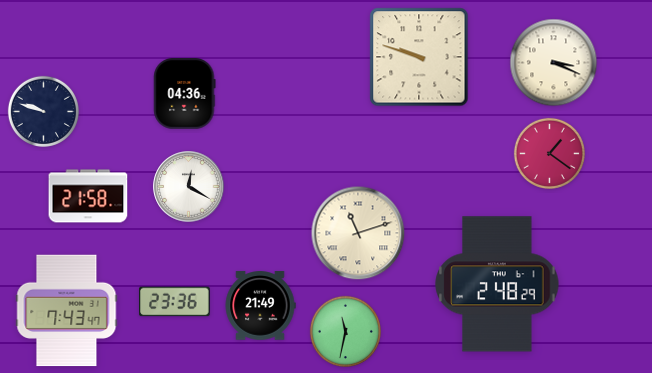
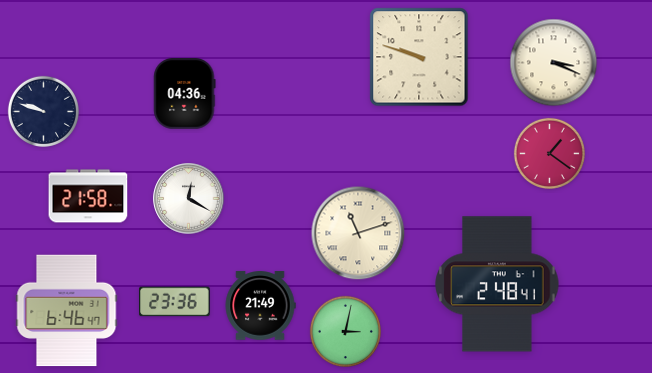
clock at (189, 187) position: (189, 187) -> (189, 199)
clock at (497, 284): 2:48:29 -> 2:48:41
clock at (67, 311): 7:43 -> 6:46
clock at (345, 331): 11:32 -> 3:02
